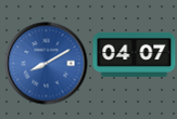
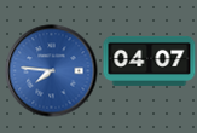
clock at (47, 64): 8:10 -> 7:46
